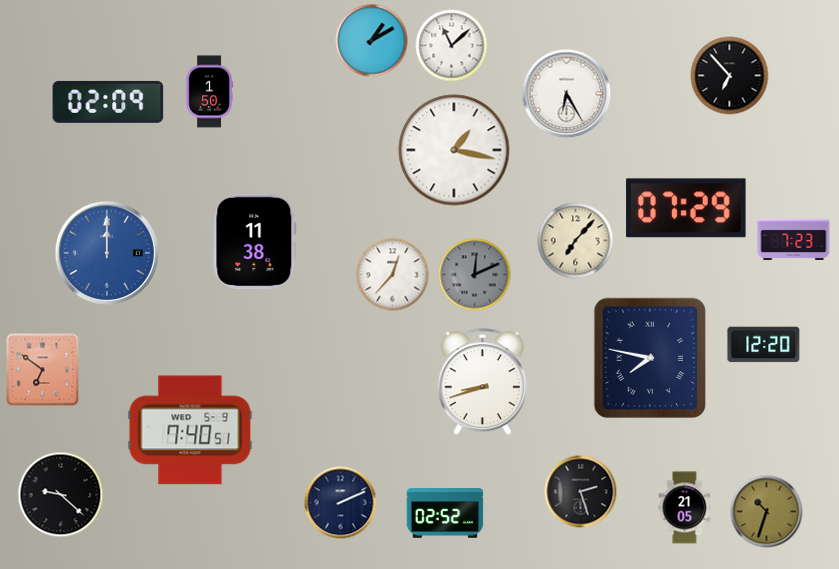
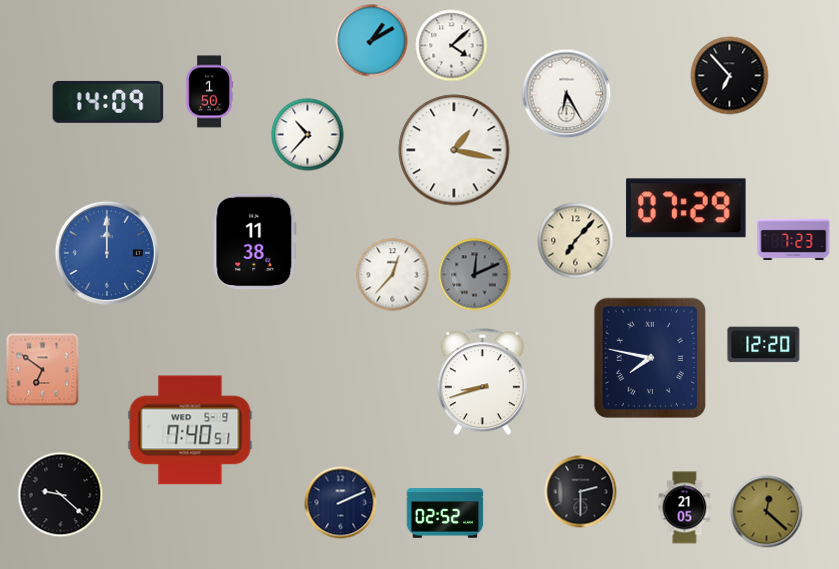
clock at (452, 46): 11:08 -> 4:08
clock at (108, 102): 02:09 -> 14:09
clock at (308, 135): none -> 10:37
clock at (581, 492): 2:27 -> 2:30
clock at (767, 512): 10:33 -> 12:22
